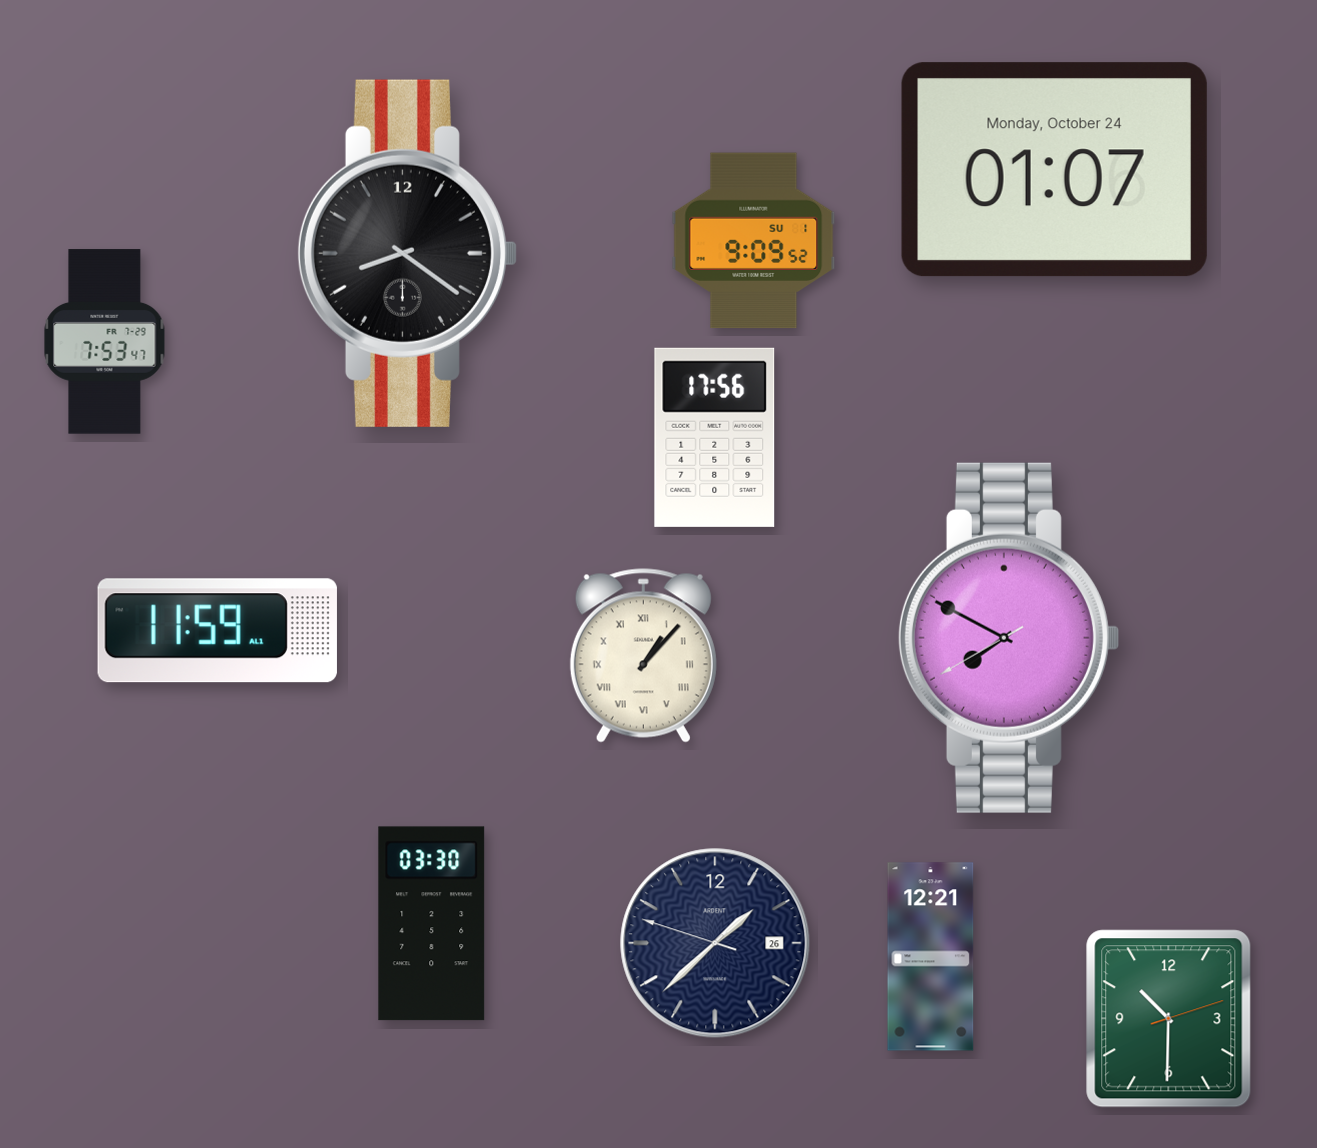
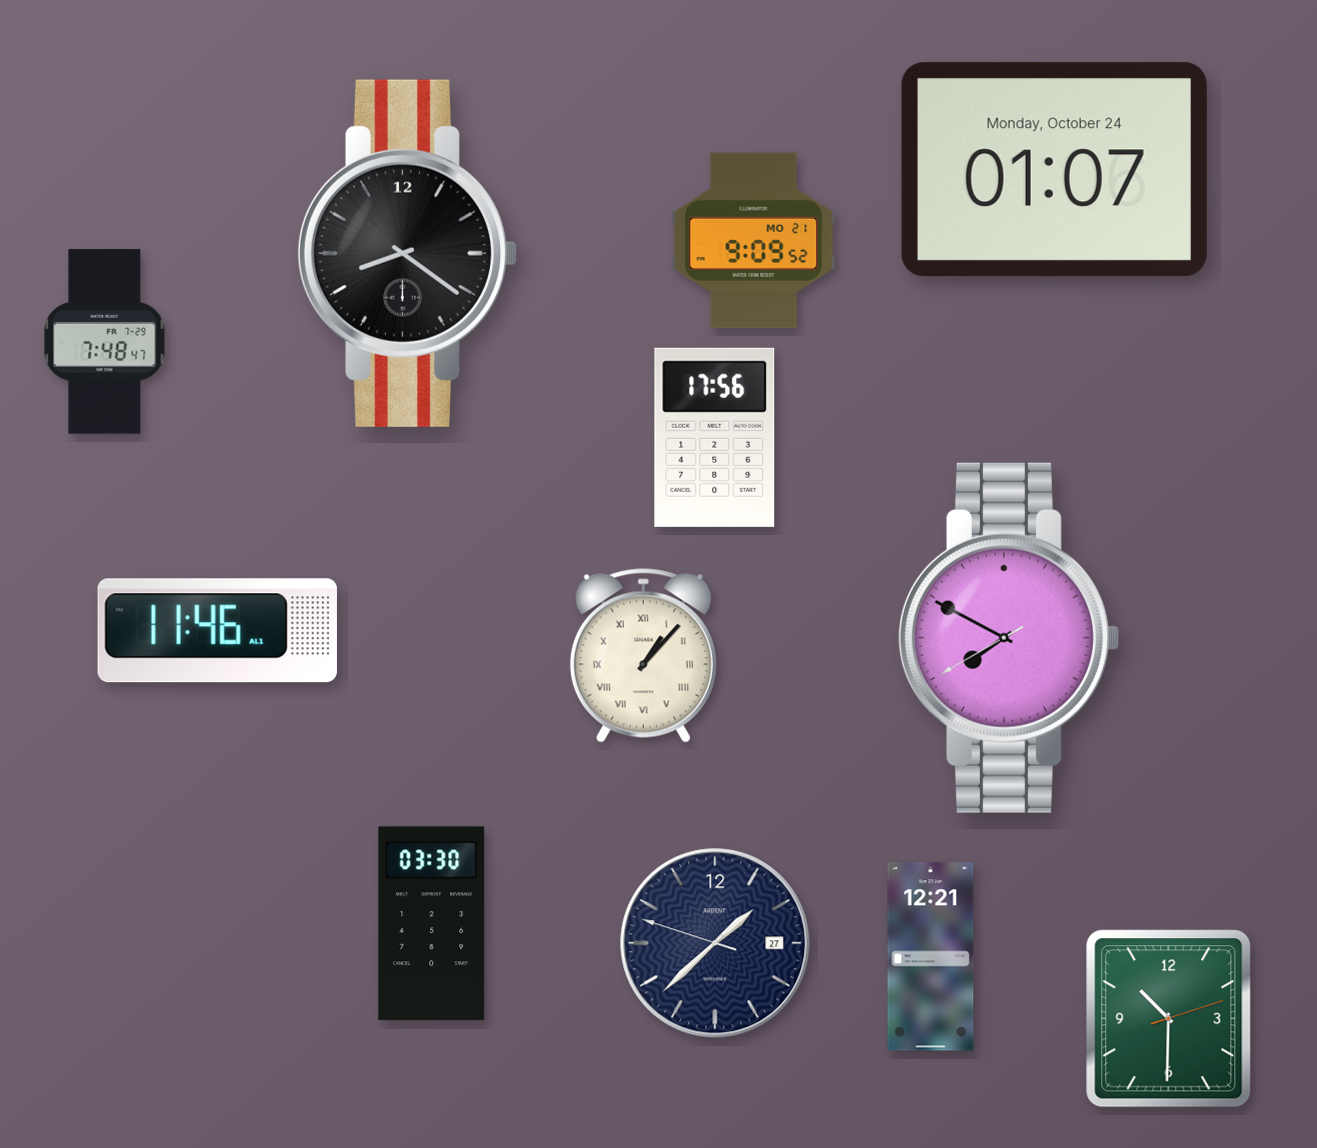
clock at (754, 241) date: SU 1 -> MO 21
clock at (105, 342): 7:53 -> 7:48
clock at (217, 631): 11:59 -> 11:46
clock at (715, 943) date: 26 -> 27
